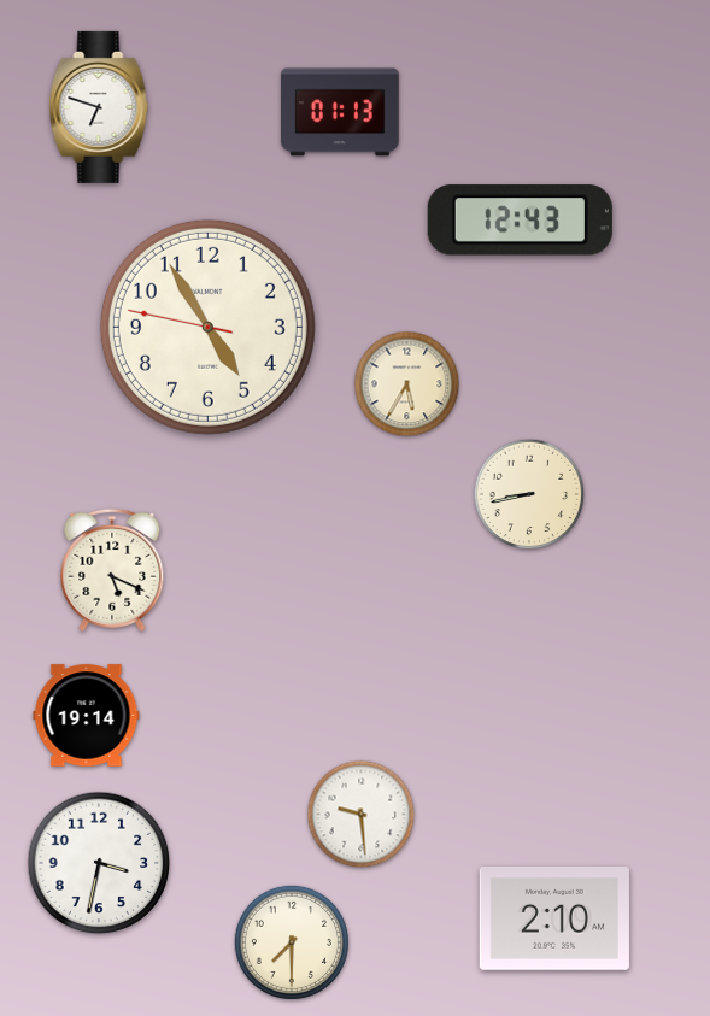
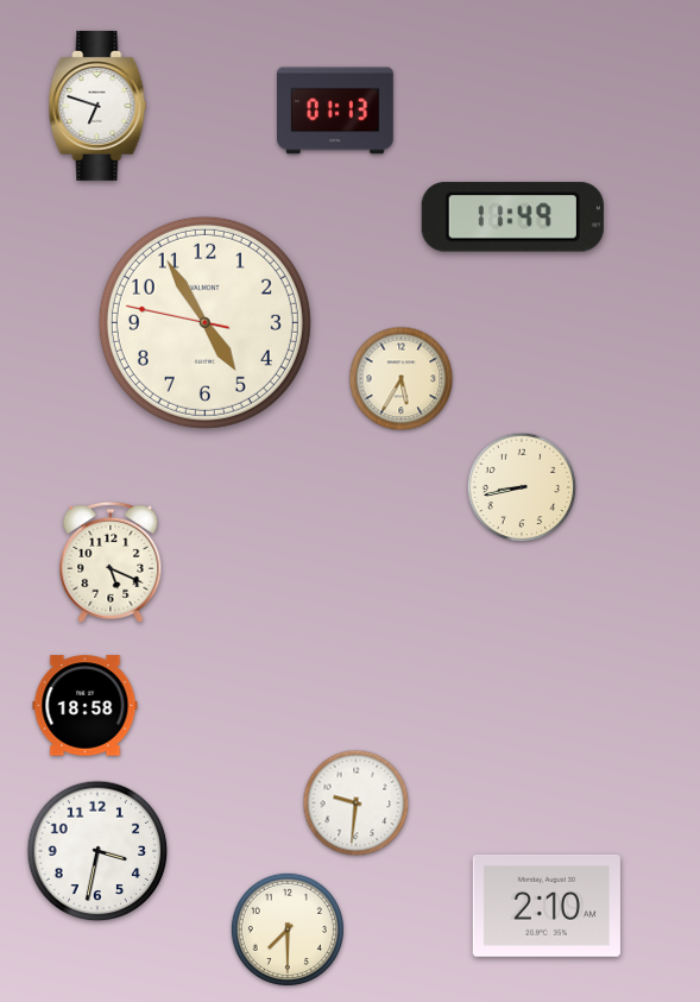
clock at (520, 221): 12:43 -> 11:49
clock at (87, 716): 19:14 -> 18:58
clock at (362, 815): 9:29 -> 9:31
